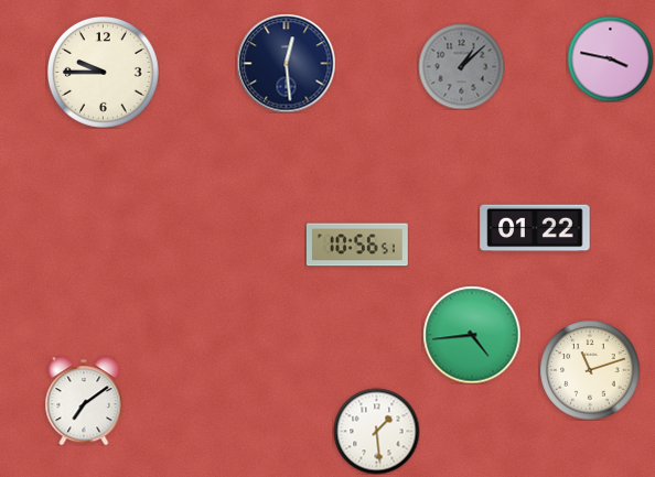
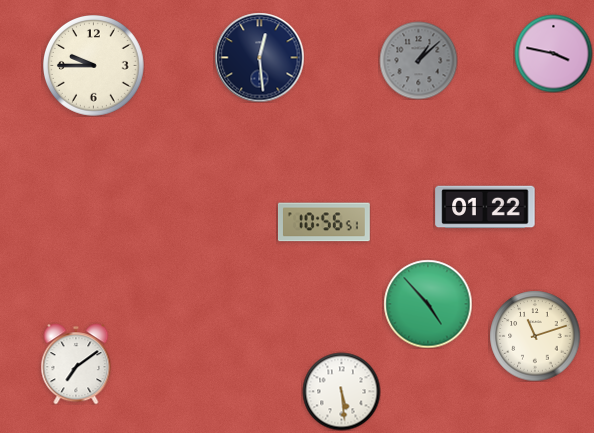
clock at (472, 335): 4:44 -> 4:53
clock at (376, 431): 1:29 -> 5:29
